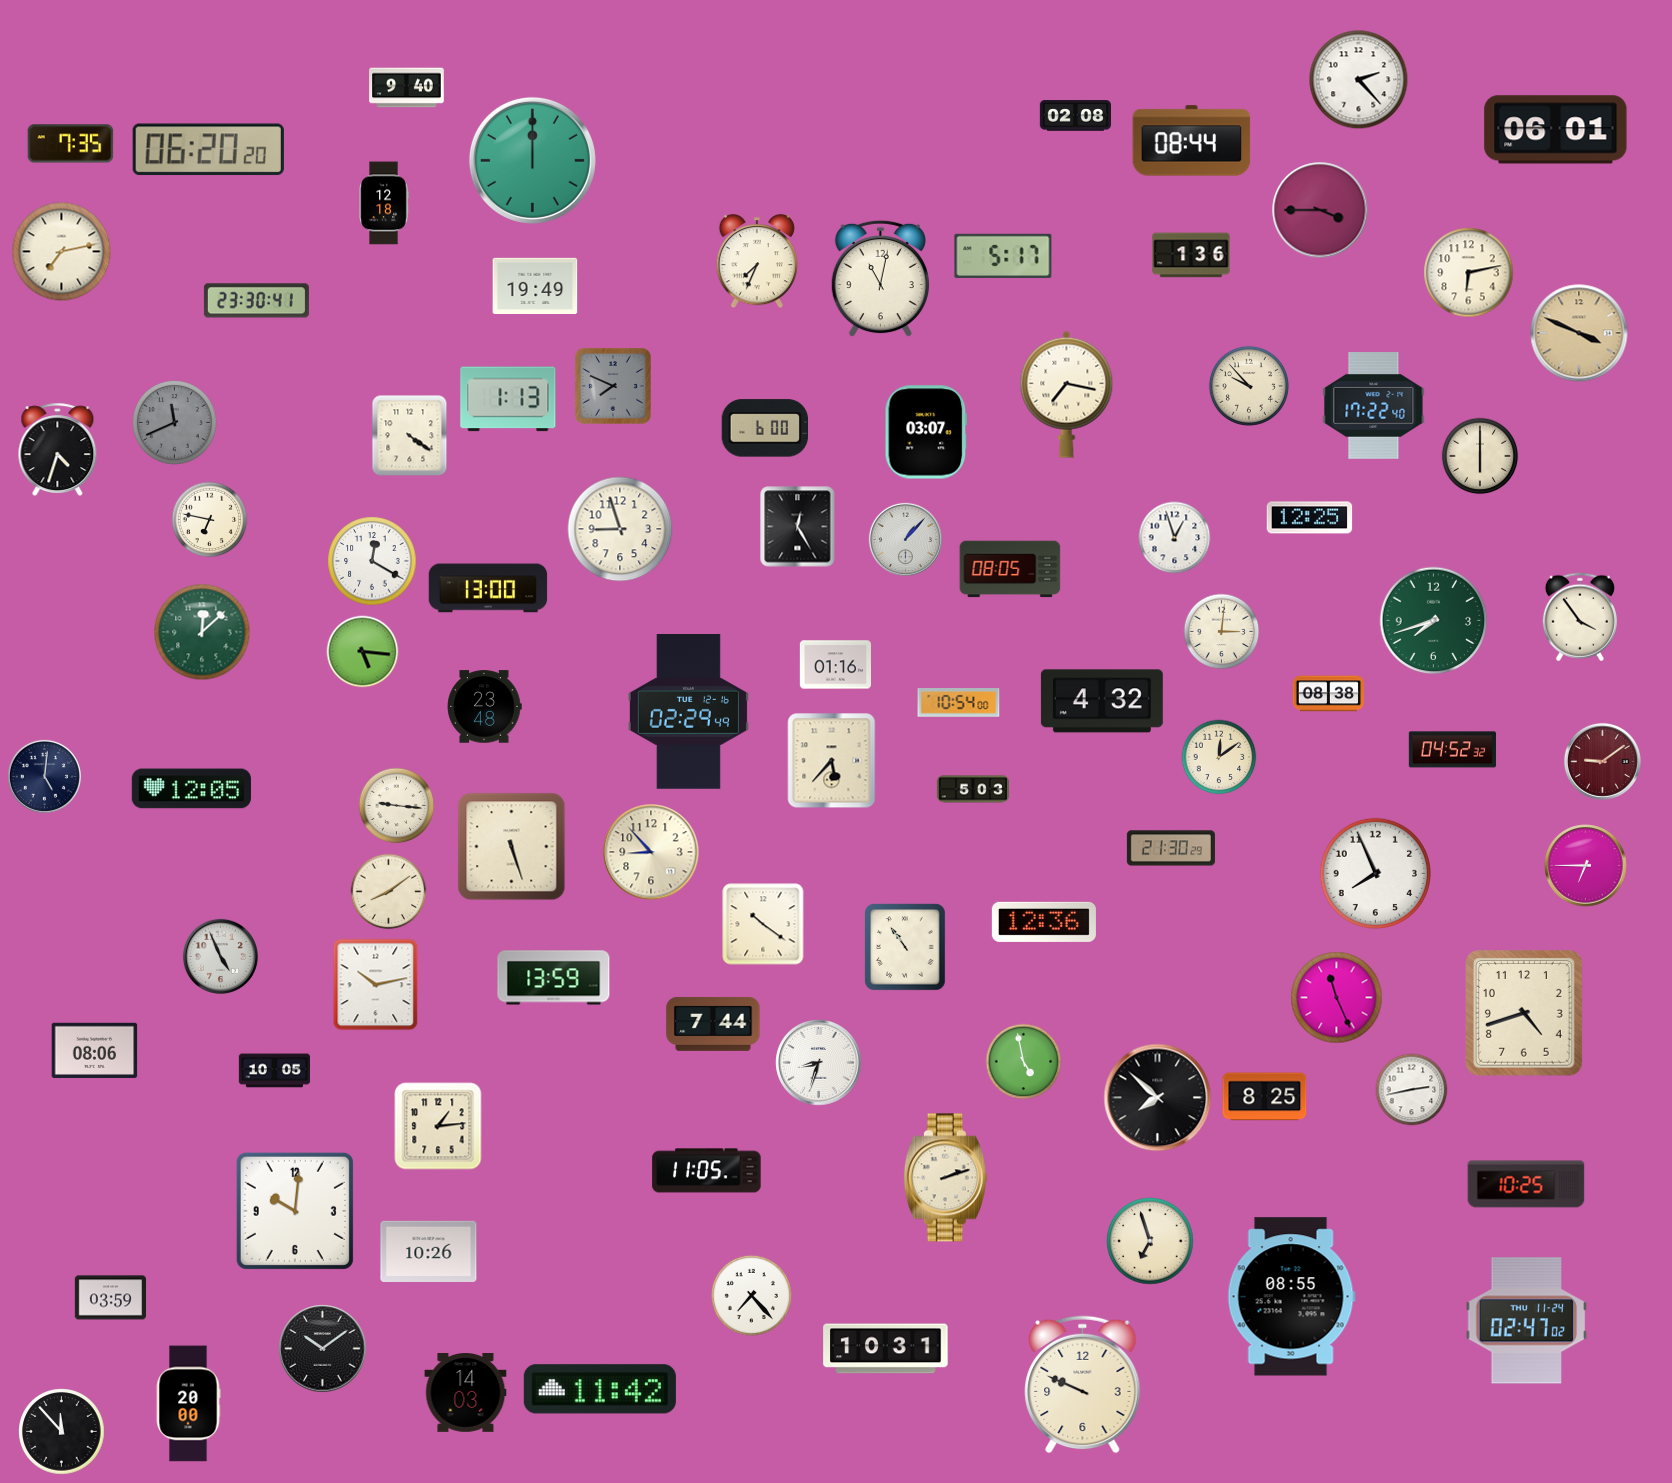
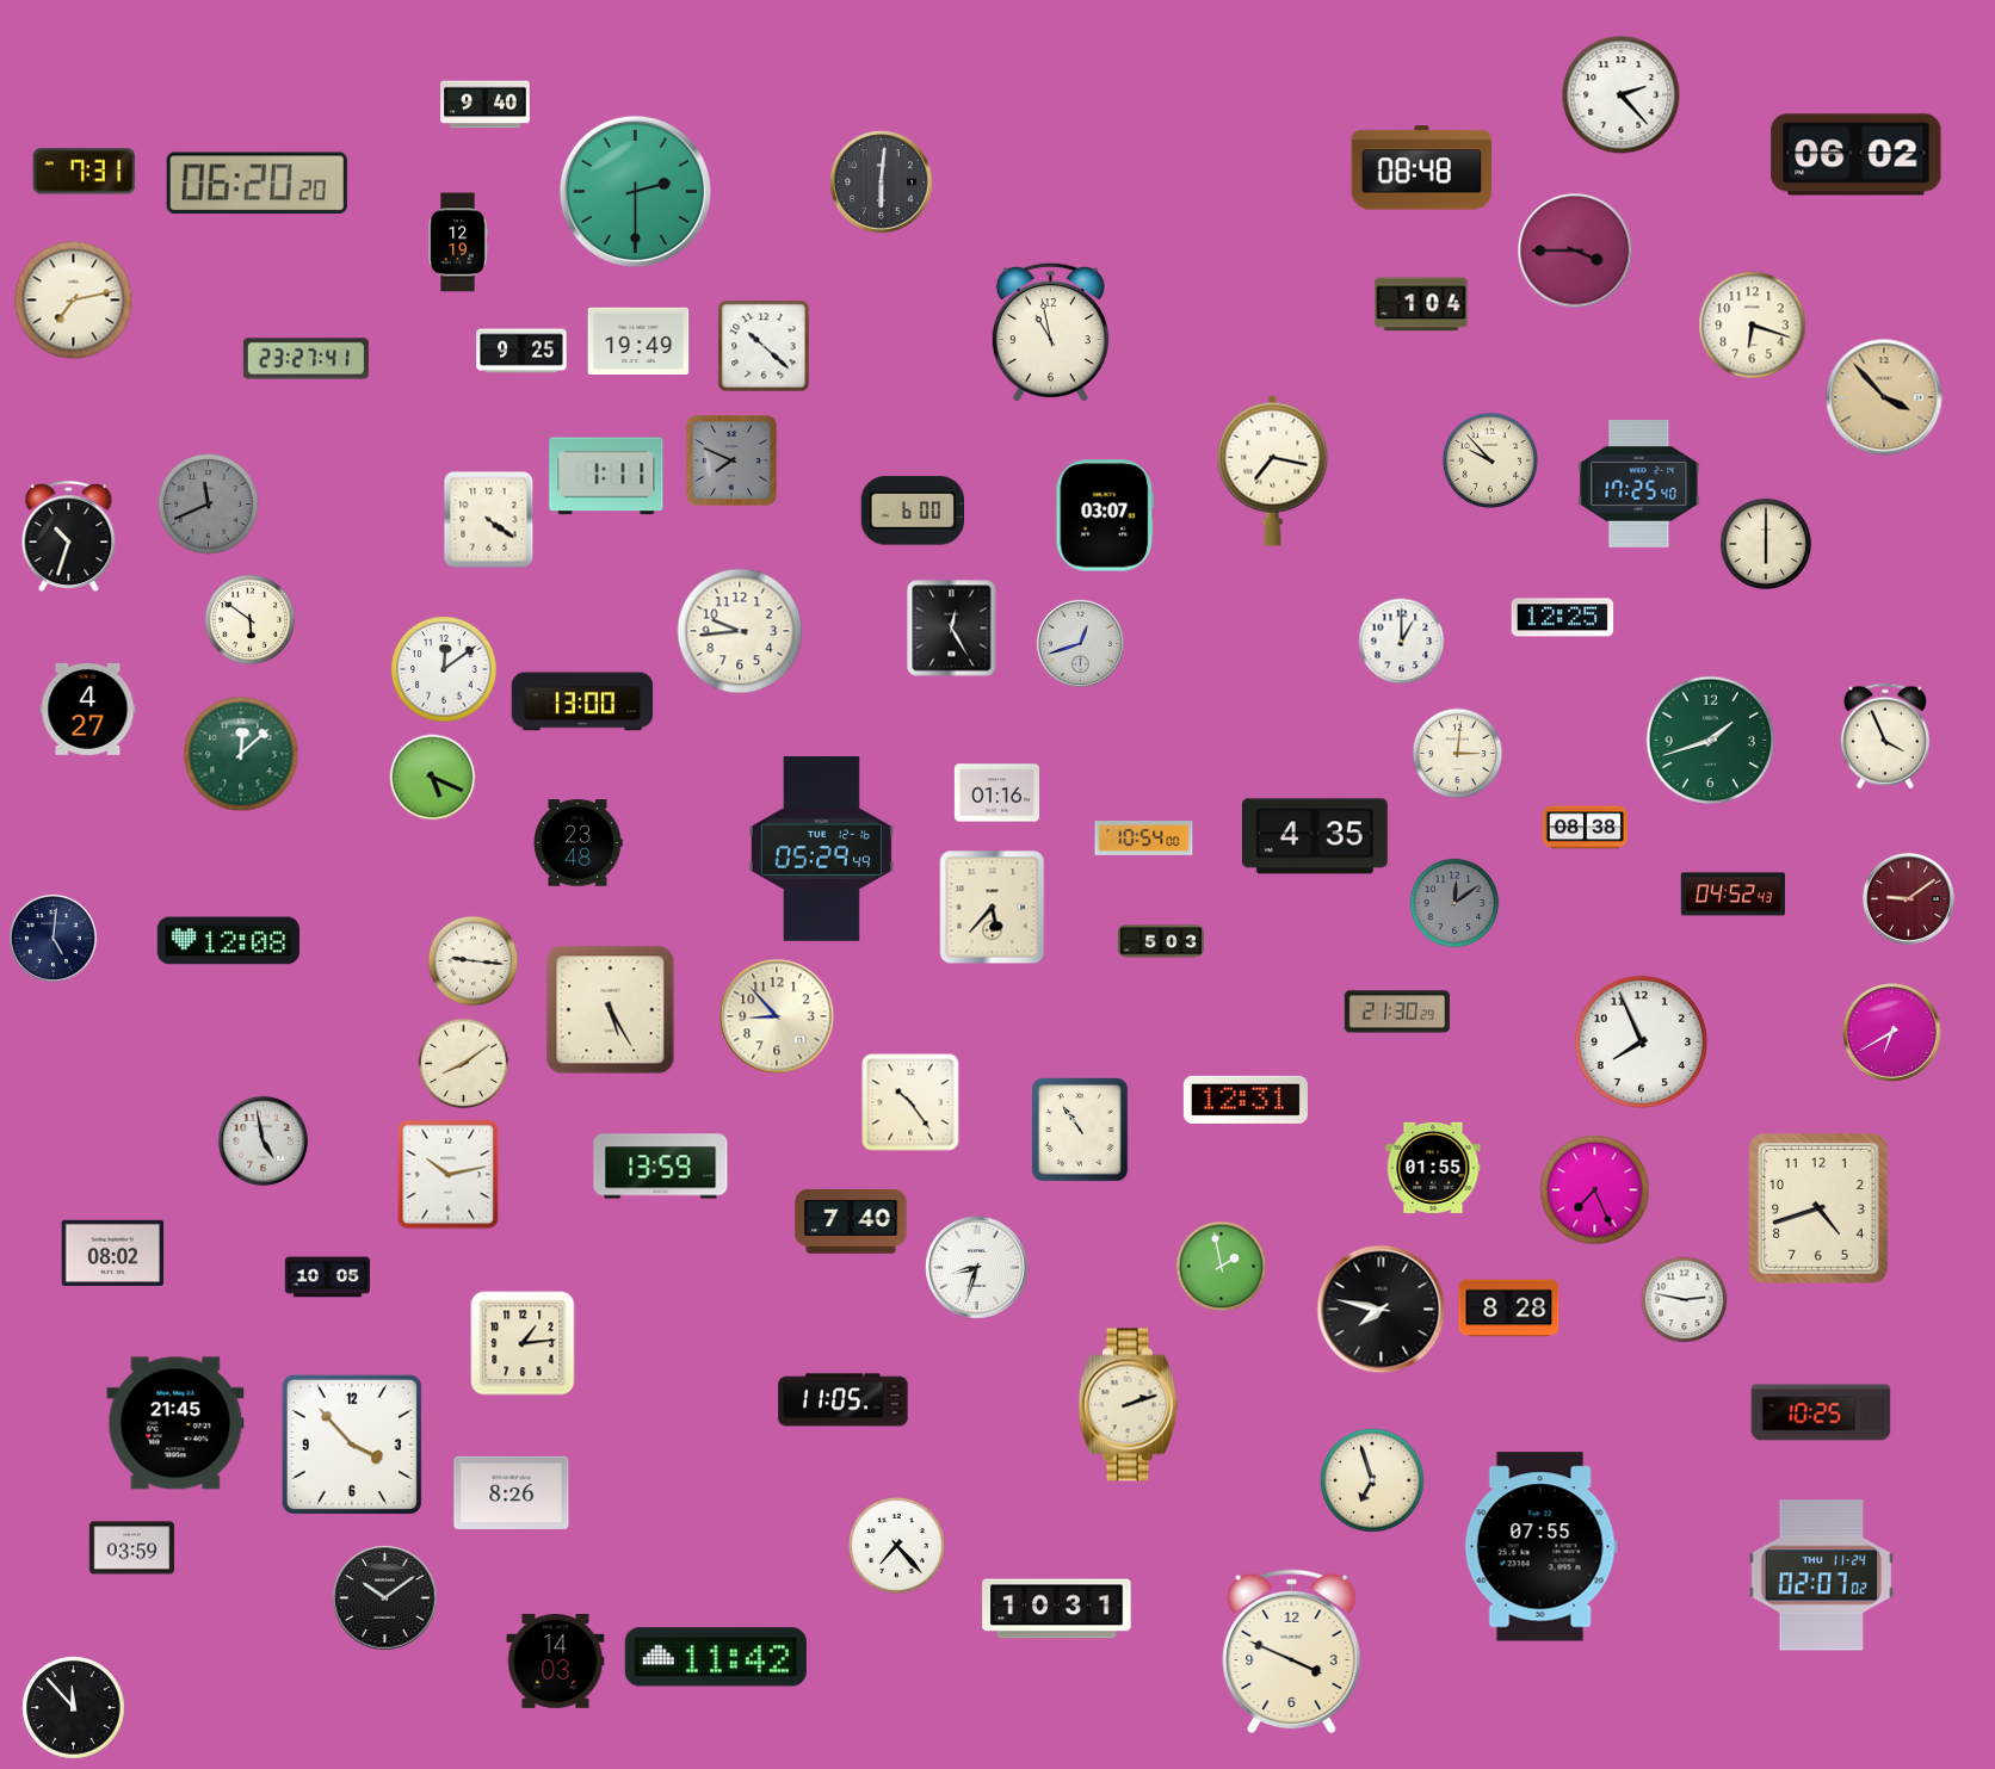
clock at (1075, 116): 02:08 -> none
clock at (1556, 130): 06:01 -> 06:02
clock at (1192, 141): 08:44 -> 08:48
clock at (71, 144): 7:35 -> 7:31
clock at (208, 149) position: (208, 149) -> (257, 183)
clock at (882, 183): none -> 6:01
clock at (532, 160): 12:00 -> 2:30
clock at (384, 203): 12:18 -> 12:19
clock at (1191, 255): 1:36 -> 1:04
clock at (1003, 256): 5:17 -> none
clock at (757, 262): 7:34 -> none
clock at (1469, 273): 6:13 -> 6:18
clock at (880, 279): 11:02 -> 10:58
clock at (764, 346): none -> 10:22
clock at (521, 351): none -> 9:25
clock at (256, 301): 23:30 -> 23:27
clock at (1579, 333): 3:49 -> 3:53
clock at (508, 399): 1:13 -> 1:11
clock at (1374, 406): 17:22 -> 17:25
clock at (58, 449): 4:33 -> 10:33
clock at (210, 520): 6:47 -> 5:51
clock at (620, 529): 8:57 -> 9:44
clock at (1175, 538): 12:57 -> 1:00
clock at (905, 539): 1:07 -> 12:42
clock at (372, 561): 12:20 -> 12:09
clock at (1010, 569): 08:05 -> none
clock at (88, 709): none -> 4:27
clock at (1580, 617): 3:54 -> 3:56
clock at (1434, 621): 7:42 -> 1:42
clock at (363, 652): 5:16 -> 5:19
clock at (1102, 701): 4:32 -> 4:35
clock at (688, 712): 02:29 -> 05:29
clock at (1452, 750): 04:52:32 -> 04:52:43
clock at (1219, 757) dial: cream -> grey
clock at (1602, 761) position: (1602, 761) -> (1908, 898)
clock at (44, 776) position: (44, 776) -> (52, 938)
clock at (191, 789): 12:05 -> 12:08
clock at (512, 847): 5:27 -> 5:25
clock at (1586, 866): 6:45 -> 6:40
clock at (1044, 922): 12:36 -> 12:31
clock at (763, 924): 10:21 -> 10:24
clock at (220, 956): 4:56 -> 4:58
clock at (1433, 1168): none -> 01:55
clock at (1337, 998): 11:26 -> 7:26
clock at (713, 1024): 7:44 -> 7:40
clock at (95, 1050): 08:06 -> 08:02
clock at (1024, 1062): 4:58 -> 1:58
clock at (1412, 1090): 2:43 -> 2:47
clock at (1265, 1097): 8:25 -> 8:28
clock at (1158, 1098): 7:52 -> 7:47
clock at (707, 1171) position: (707, 1171) -> (844, 1400)
clock at (175, 1423): none -> 21:45
clock at (295, 1211): 10:01 -> 3:53
clock at (429, 1251): 10:26 -> 8:26
clock at (1291, 1297): 08:55 -> 07:55
clock at (1527, 1321): 02:47 -> 02:07
clock at (323, 1349) position: (323, 1349) -> (385, 1598)
clock at (1083, 1385): 9:49 -> 3:49
clock at (188, 1404): 20:00 -> none
